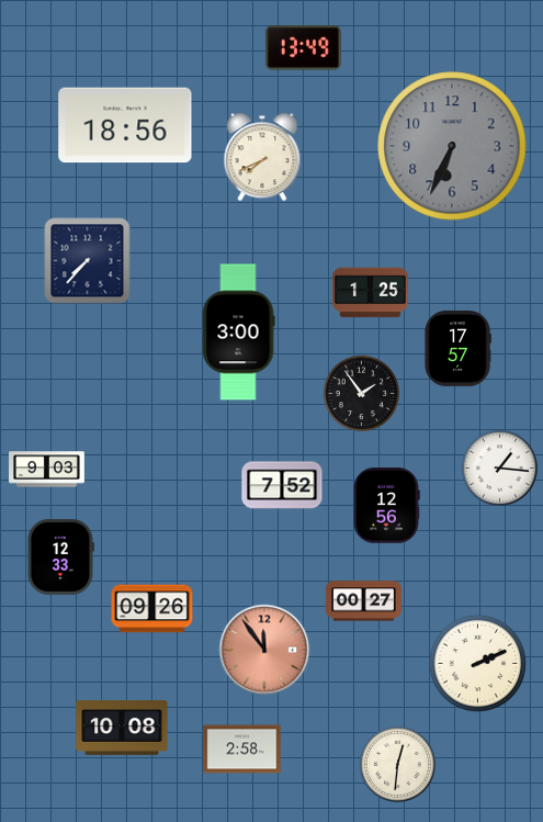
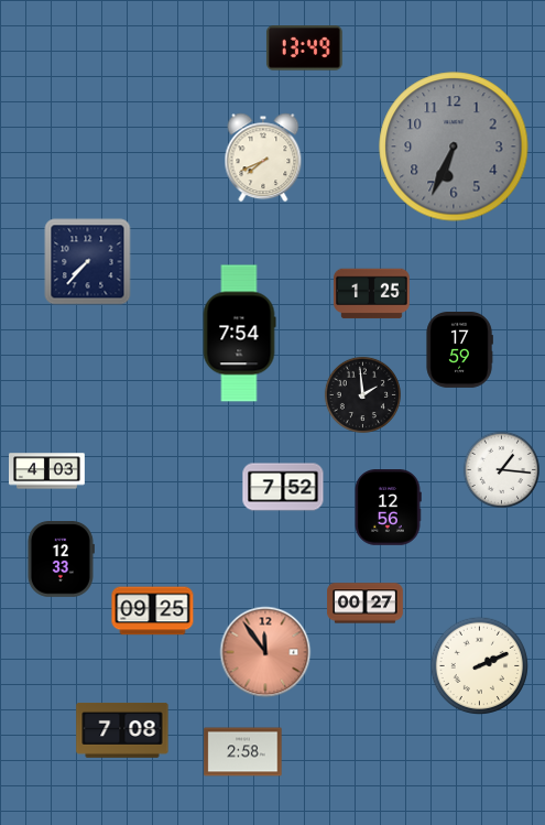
clock at (125, 125): 18:56 -> none
clock at (238, 333): 3:00 -> 7:54
clock at (457, 349): 17:57 -> 17:59
clock at (361, 393): 1:54 -> 1:59
clock at (47, 470): 9:03 -> 4:03
clock at (152, 609): 09:26 -> 09:25
clock at (122, 728): 10:08 -> 7:08
clock at (397, 764): 12:31 -> none
